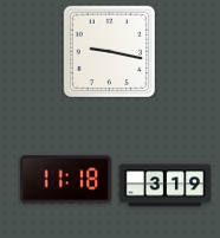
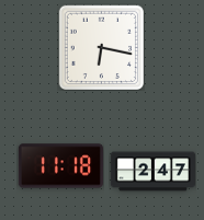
clock at (109, 51): 9:17 -> 6:17
clock at (164, 186): 3:19 -> 2:47
